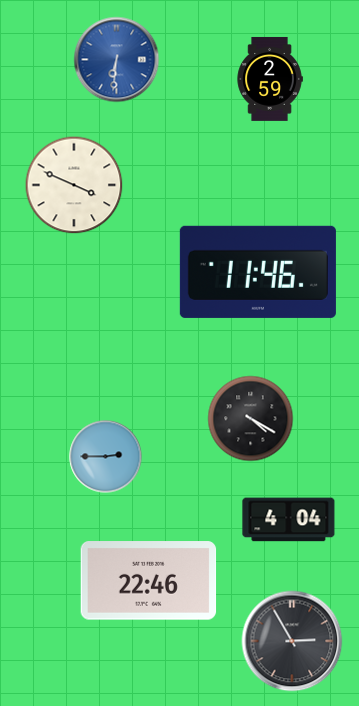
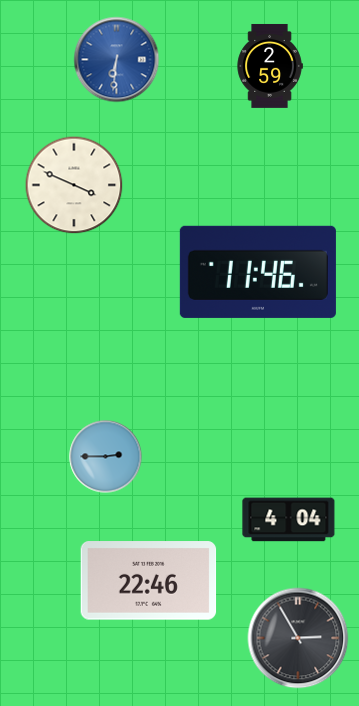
clock at (270, 79) position: (270, 79) -> (270, 66)
clock at (251, 419): 4:20 -> none
clock at (292, 641) position: (292, 641) -> (298, 638)
